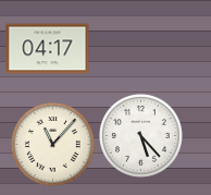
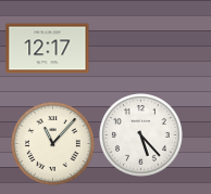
clock at (48, 49): 04:17 -> 12:17
